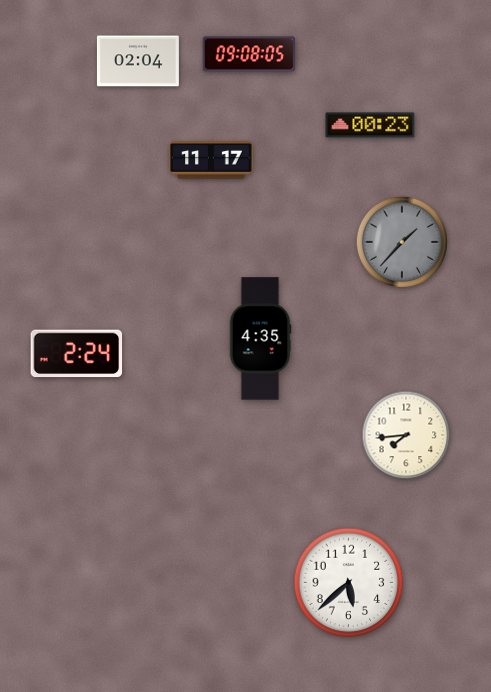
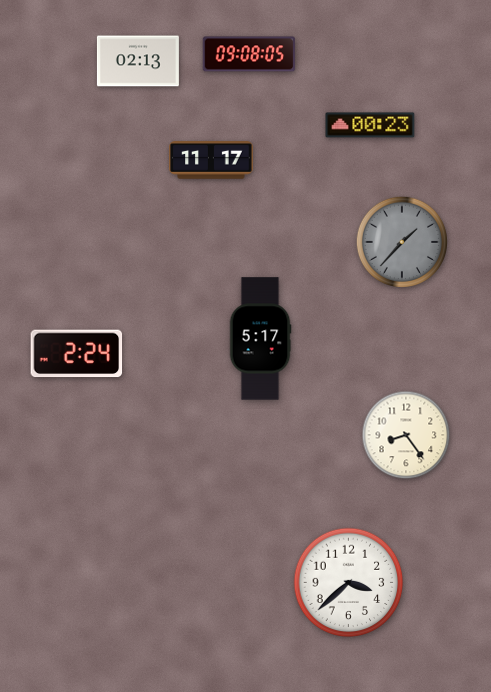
clock at (138, 61): 02:04 -> 02:13
clock at (260, 339): 4:35 -> 5:17
clock at (406, 435): 7:44 -> 8:24
clock at (349, 583): 5:38 -> 3:38
